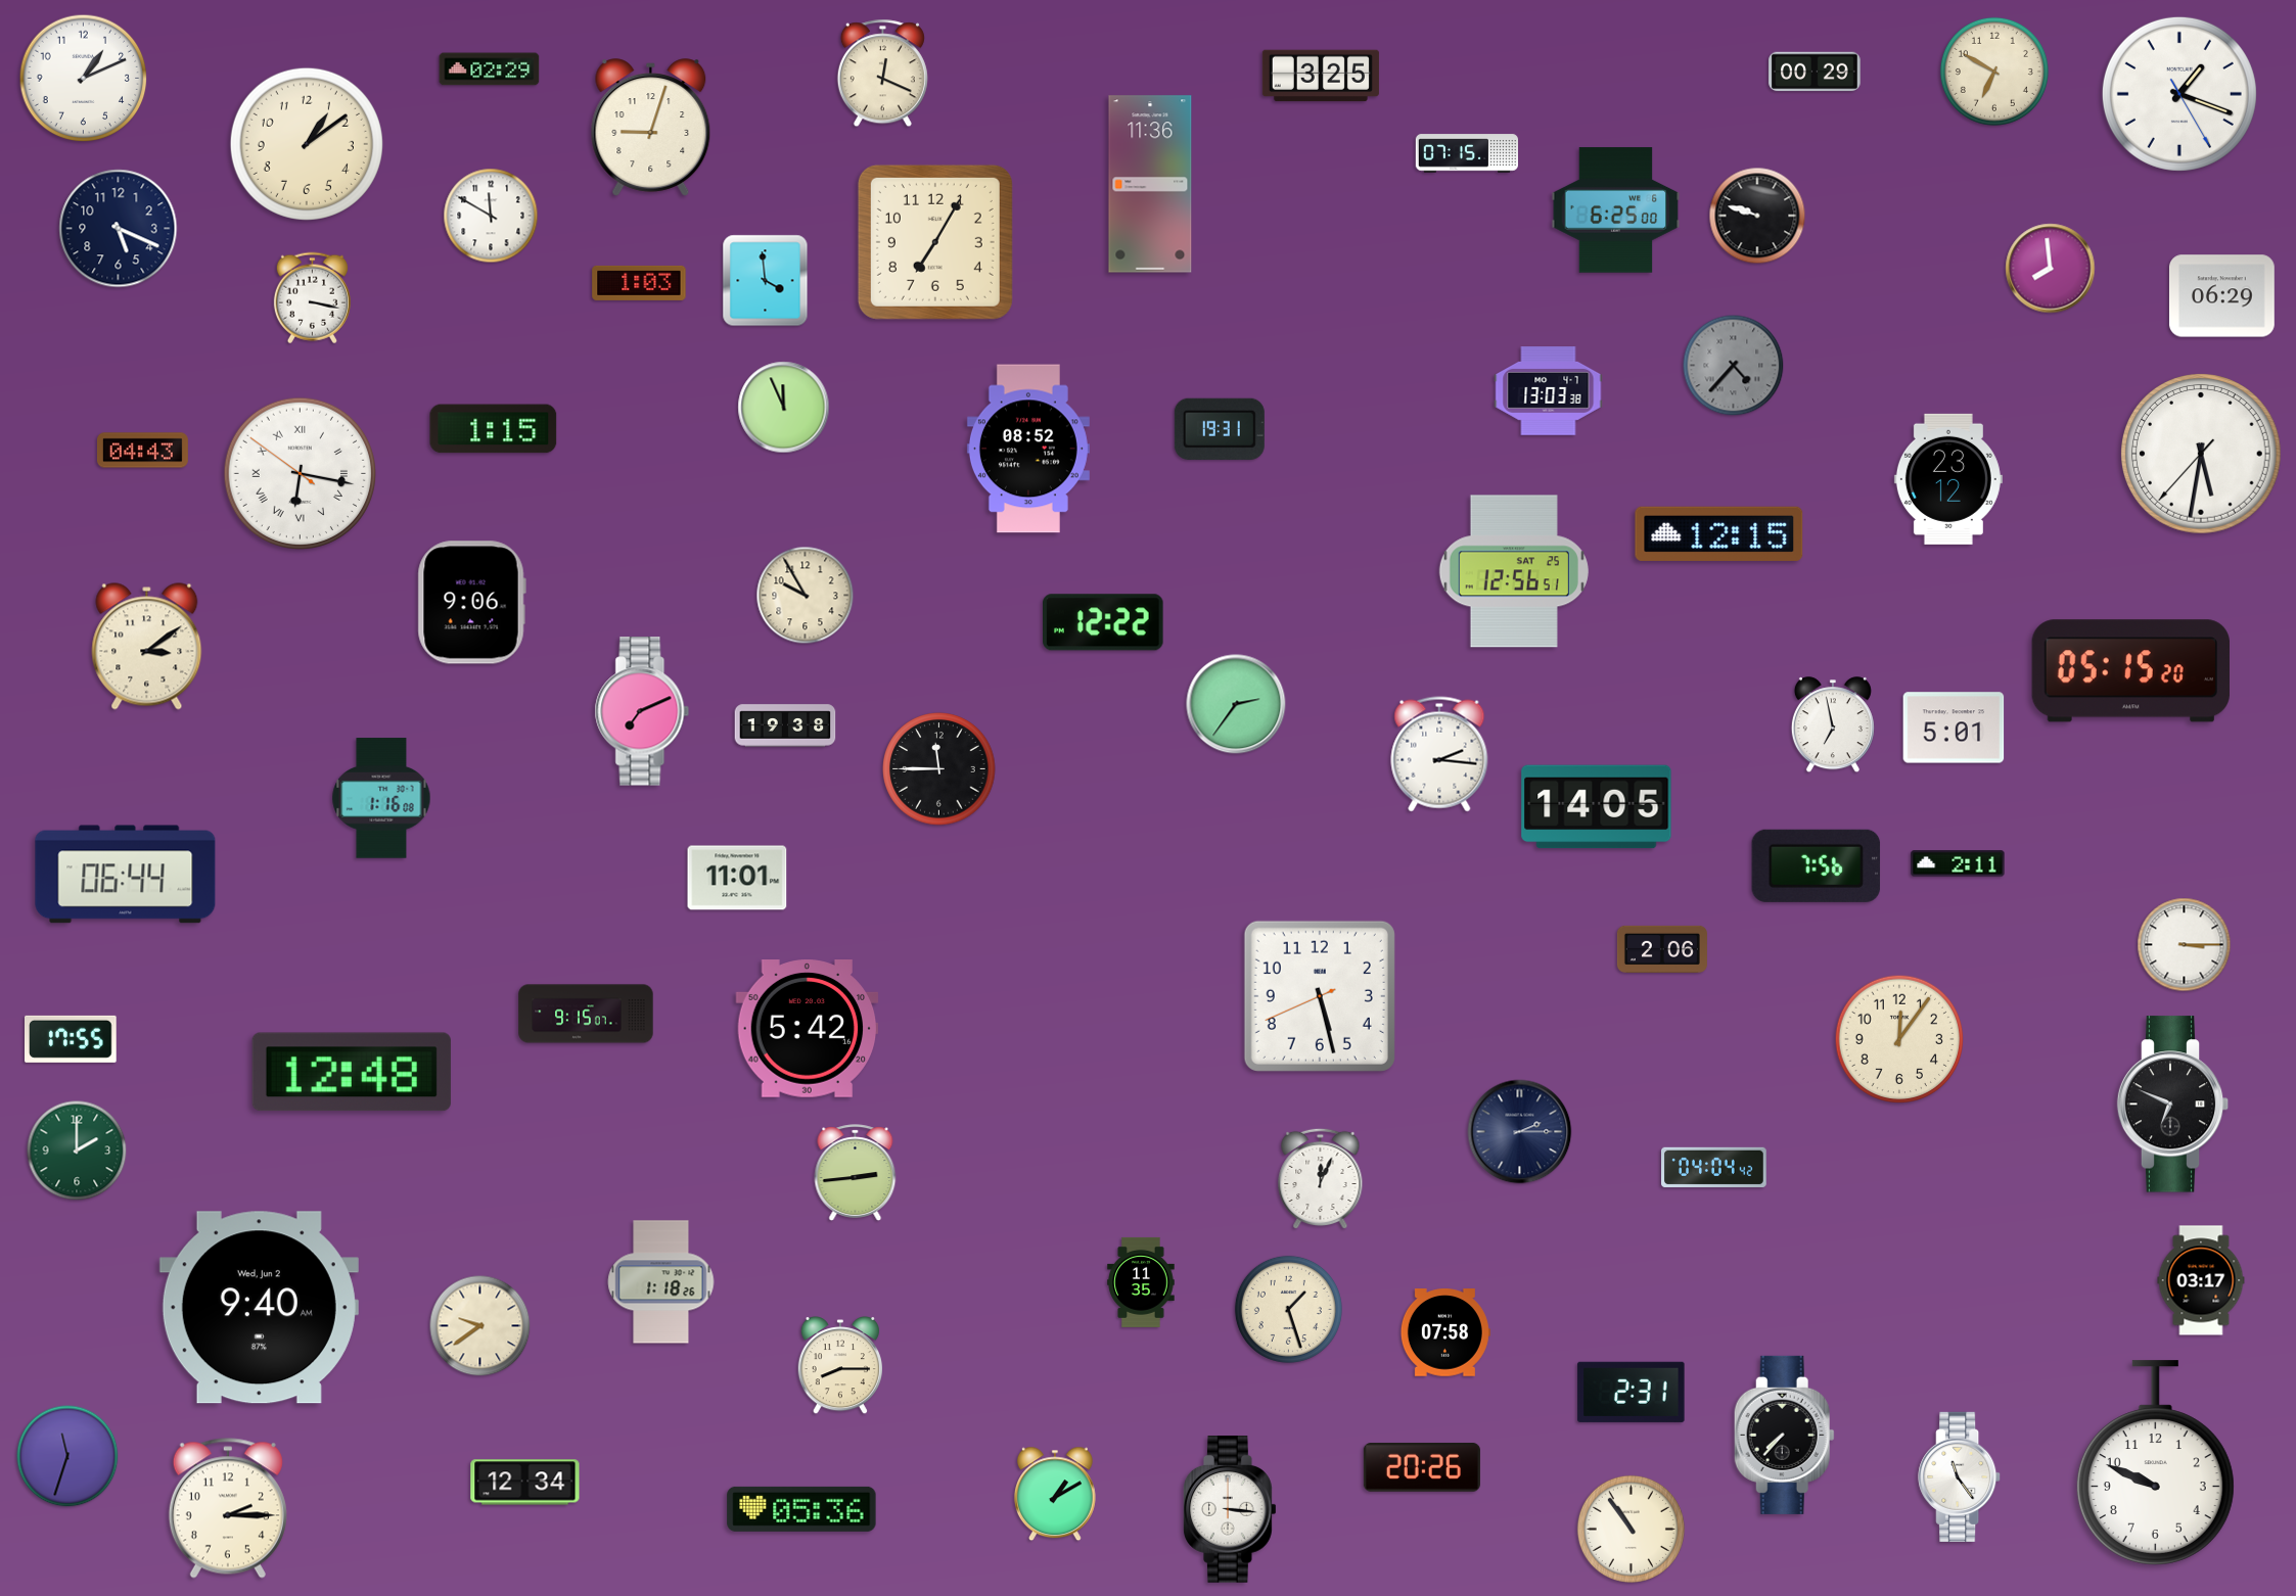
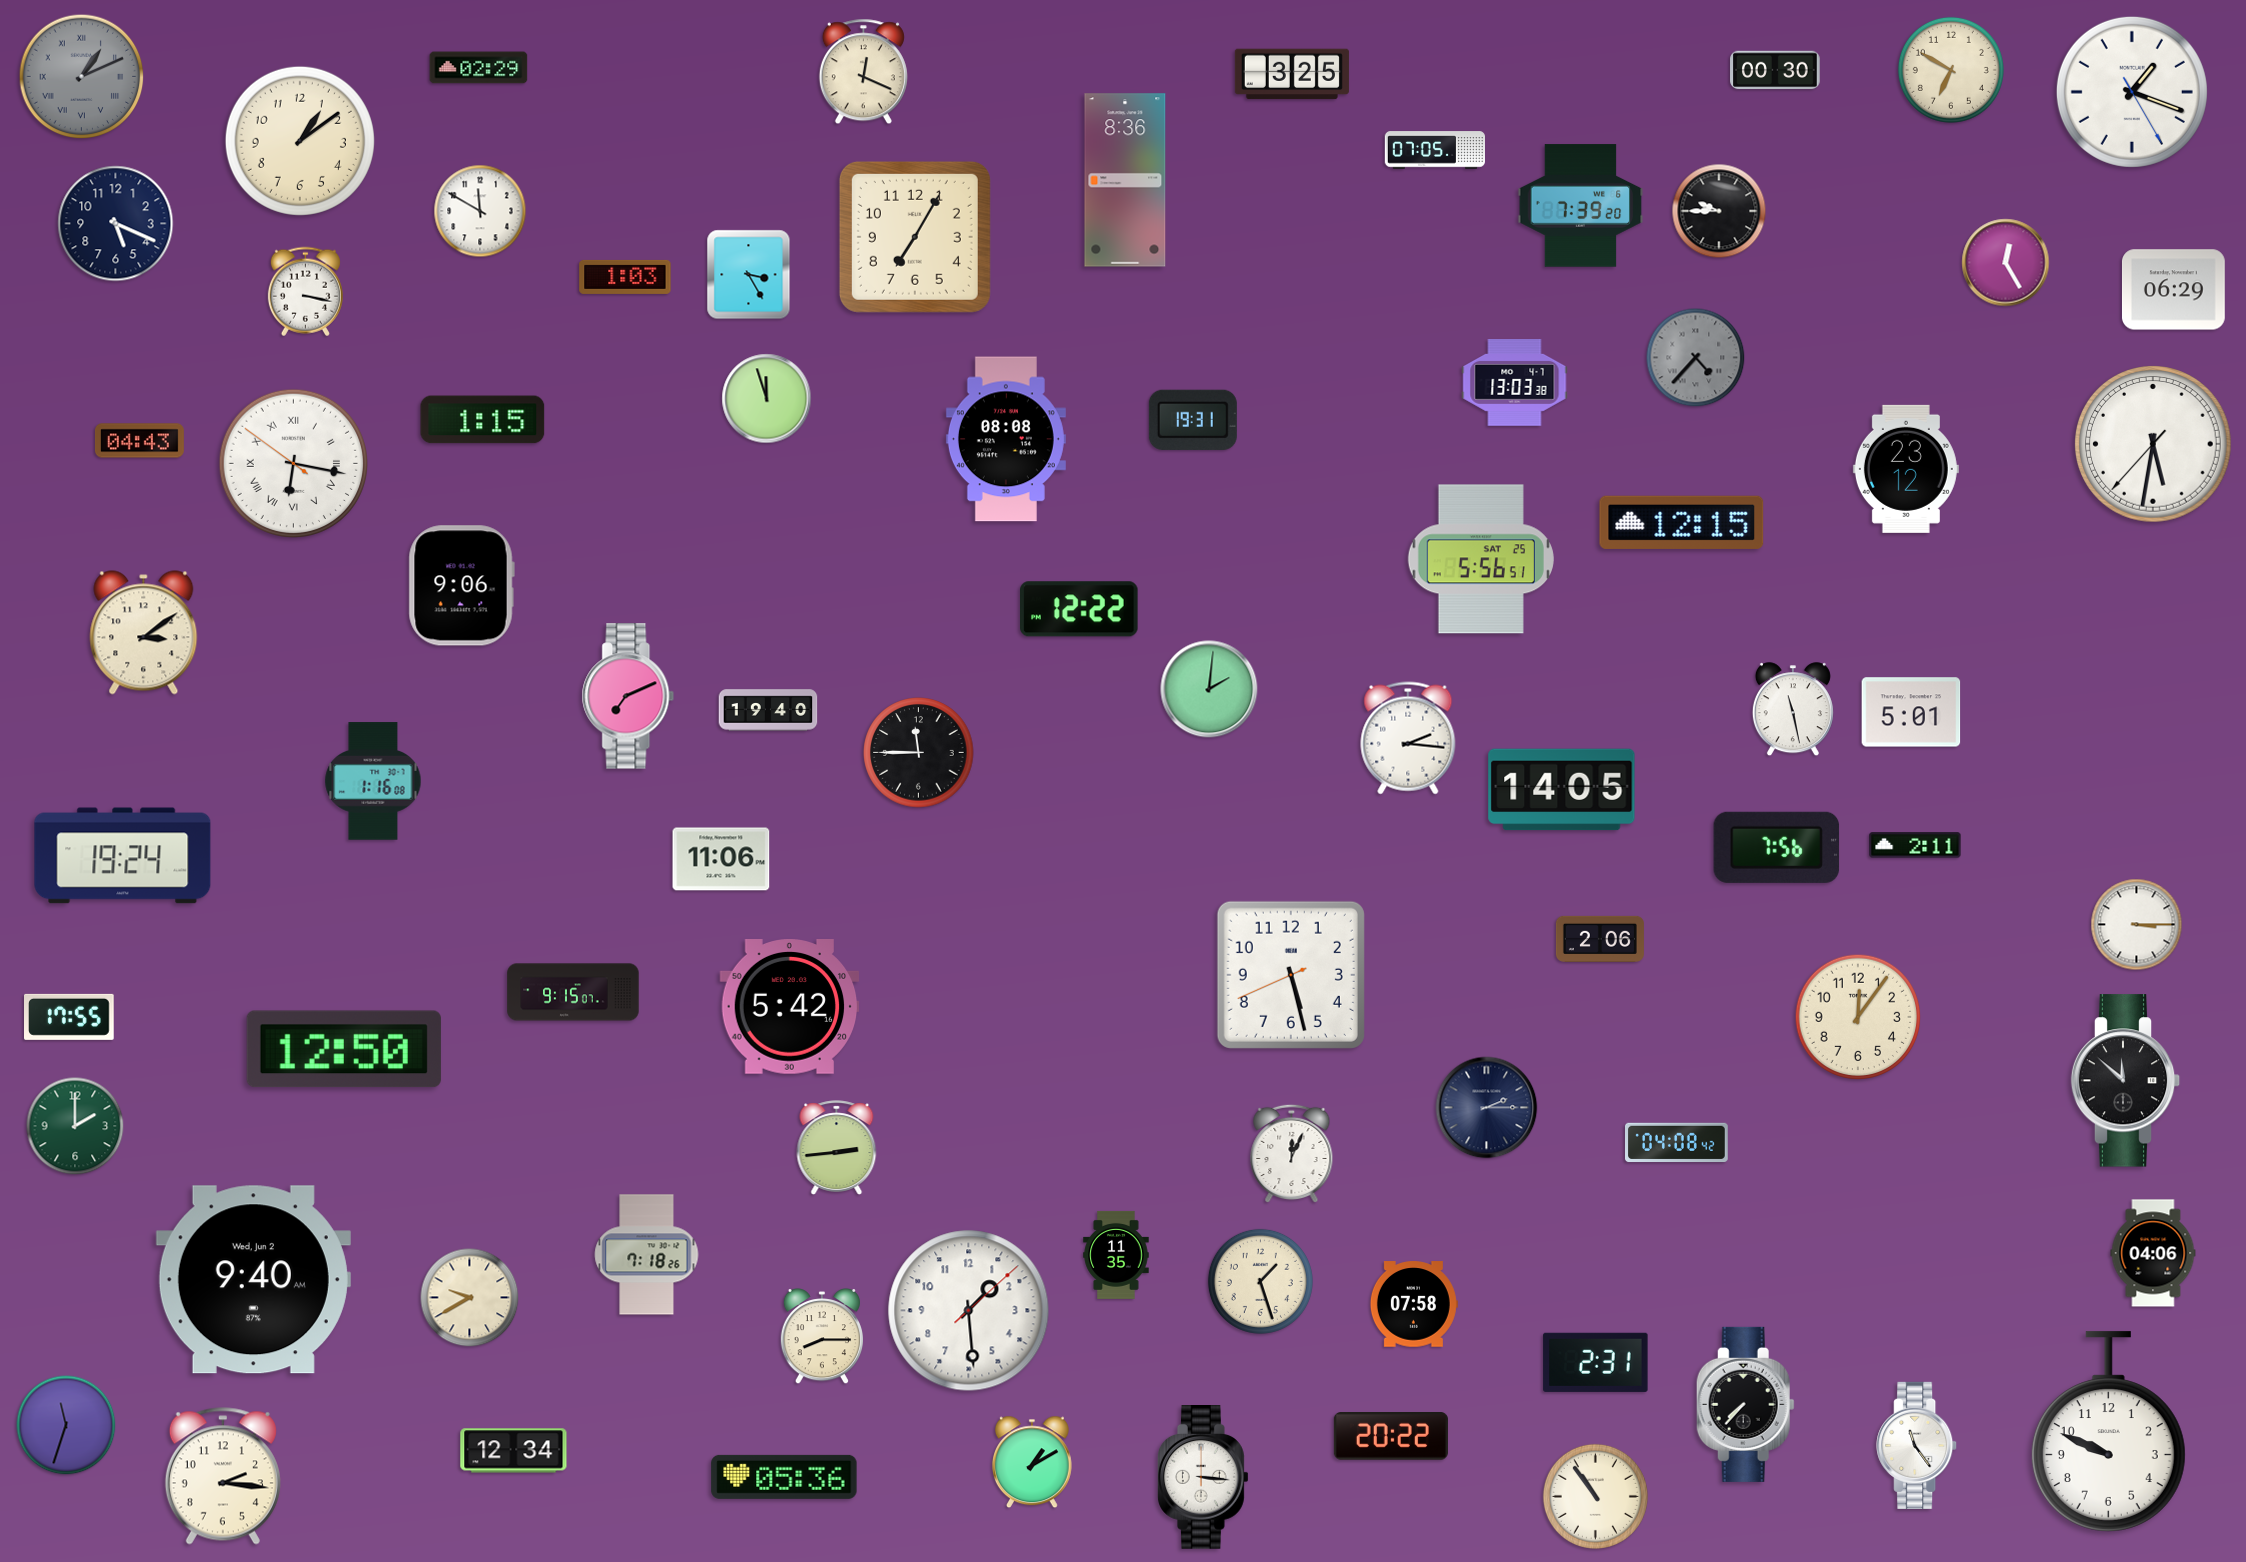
clock at (1815, 72): 00:29 -> 00:30
clock at (84, 79) dial: white -> grey
clock at (84, 79) numerals: Arabic -> Roman
clock at (651, 128): 9:03 -> none
clock at (1466, 153): 07:15 -> 07:05
clock at (1150, 184): 11:36 -> 8:36
clock at (1616, 210): 6:25 -> 7:39
clock at (1757, 216): 9:48 -> 9:45
clock at (2051, 269): 7:59 -> 12:25
clock at (766, 281): 3:59 -> 3:25
clock at (784, 408): 11:56 -> 11:57
clock at (1028, 449): 08:52 -> 08:08
clock at (1514, 571): 12:56 -> 5:56
clock at (806, 596): 9:55 -> none
clock at (471, 603) position: (471, 603) -> (461, 586)
clock at (2130, 671): 05:15 -> none
clock at (1236, 704): 2:36 -> 2:01
clock at (785, 725): 19:38 -> 19:40
clock at (1833, 725): 6:58 -> 11:28
clock at (126, 875): 06:44 -> 19:24
clock at (737, 878): 11:01 -> 11:06
clock at (1662, 949) position: (1662, 949) -> (1600, 939)
clock at (352, 1072): 12:48 -> 12:50
clock at (2173, 1105): 6:49 -> 11:52
clock at (1714, 1168): 04:04 -> 04:08
clock at (2201, 1280): 03:17 -> 04:06
clock at (661, 1282): 1:18 -> 7:18
clock at (480, 1326): 9:39 -> 9:40
clock at (969, 1311): none -> 1:29
clock at (1422, 1468): 20:26 -> 20:22
clock at (228, 1508): 2:15 -> 2:16
